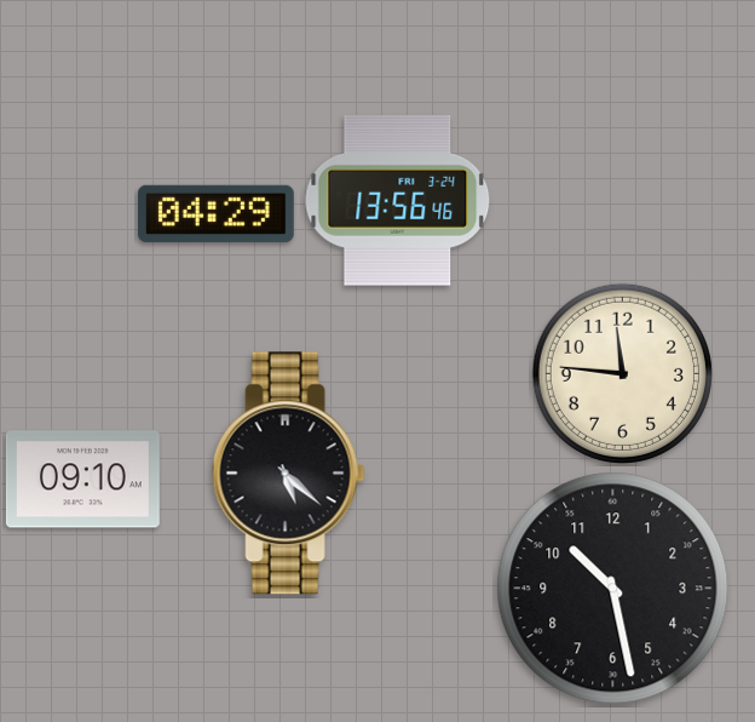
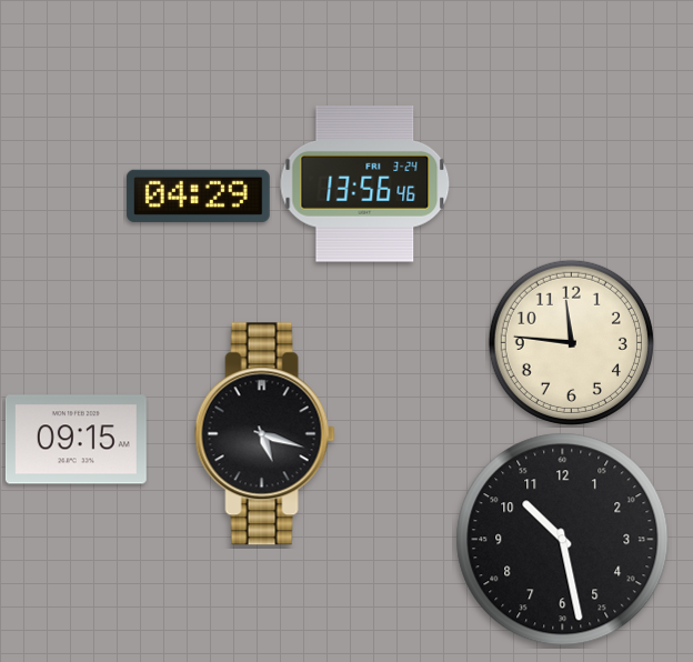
clock at (288, 474): 5:22 -> 5:18
clock at (82, 480): 09:10 -> 09:15
